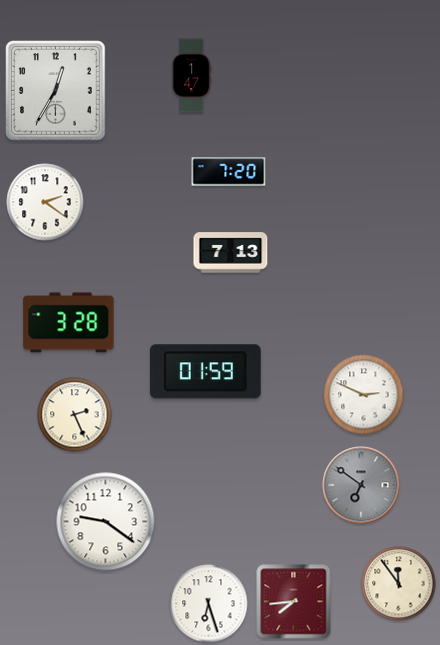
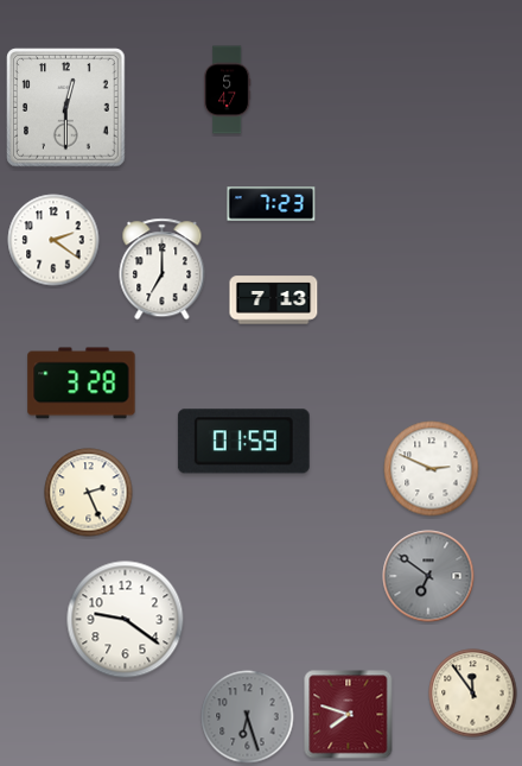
clock at (192, 76): 1:47 -> 5:47
clock at (56, 91): 12:35 -> 12:30
clock at (229, 172): 7:20 -> 7:23
clock at (163, 270): none -> 7:00
clock at (294, 602): 7:44 -> 7:48
clock at (209, 604) dial: white -> grey
